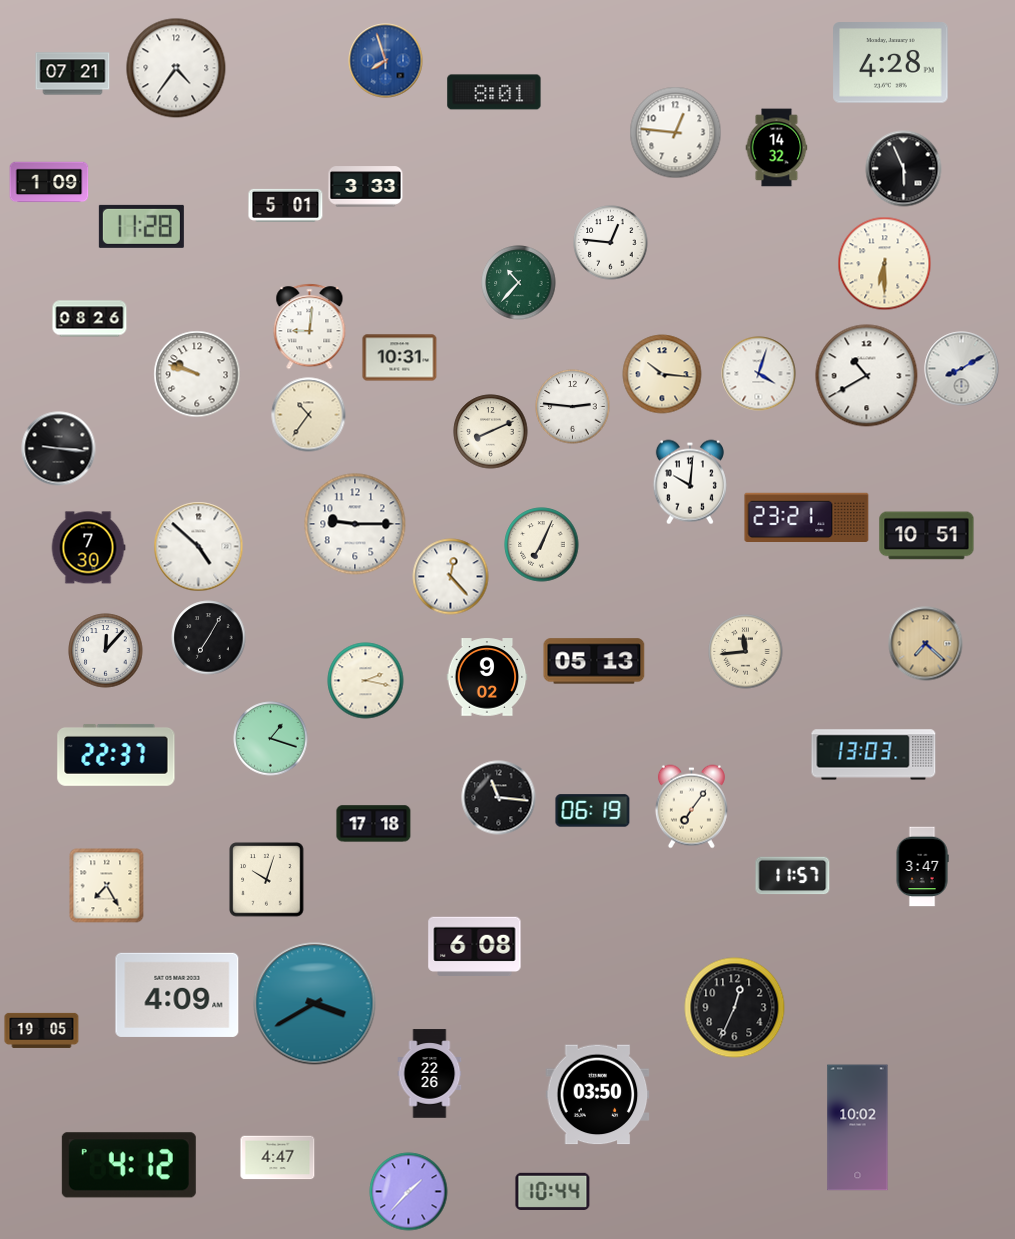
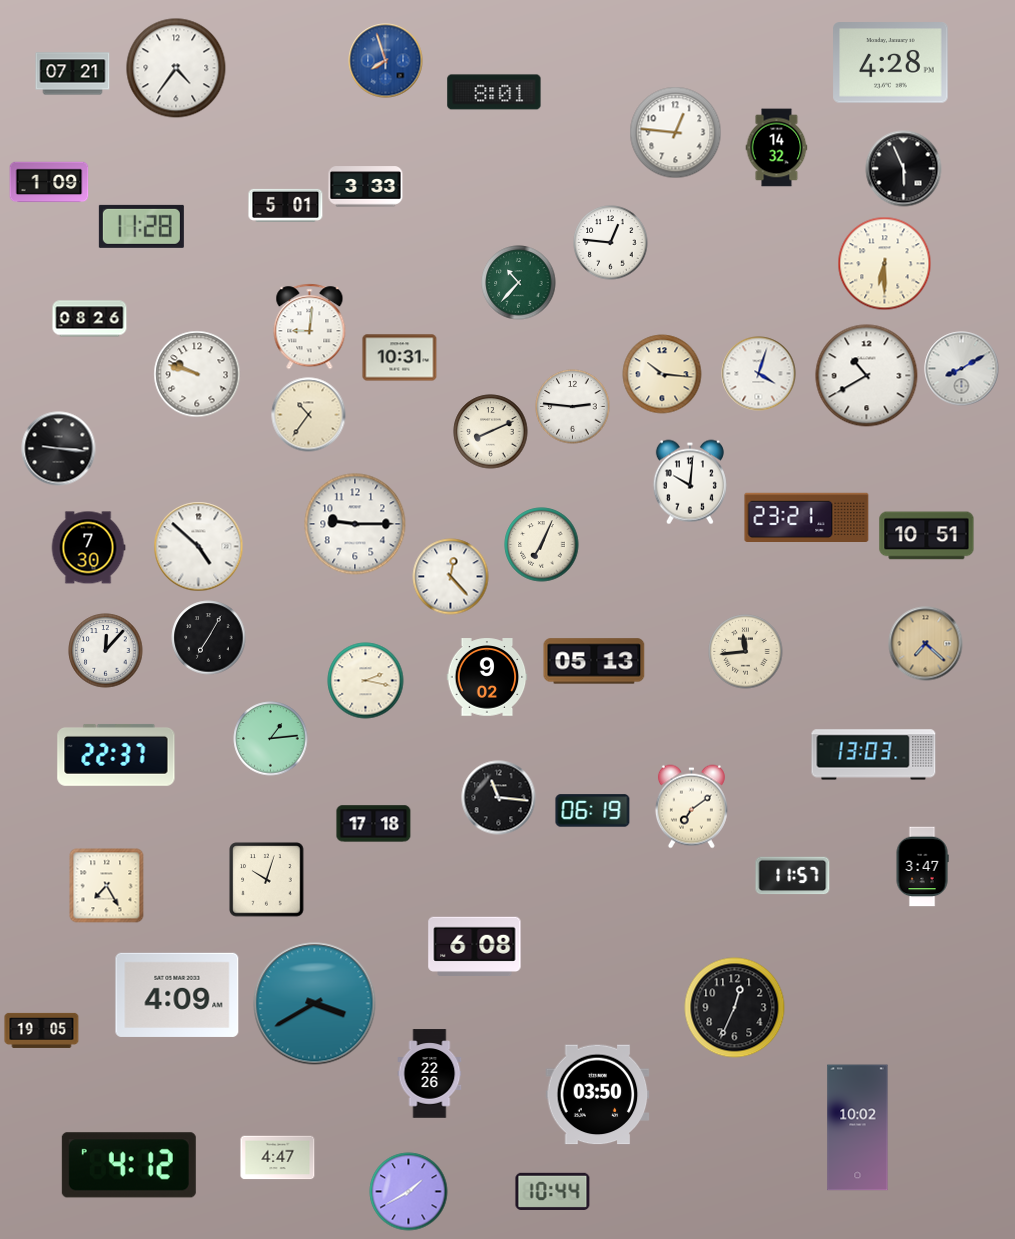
clock at (271, 739): 1:18 -> 1:14
clock at (691, 807): 7:06 -> 7:09
clock at (409, 1192): 1:37 -> 1:40
